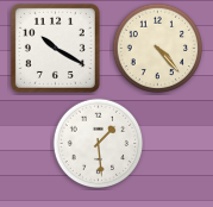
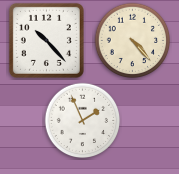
clock at (55, 48): 10:20 -> 10:23
clock at (99, 144): 1:29 -> 1:56
